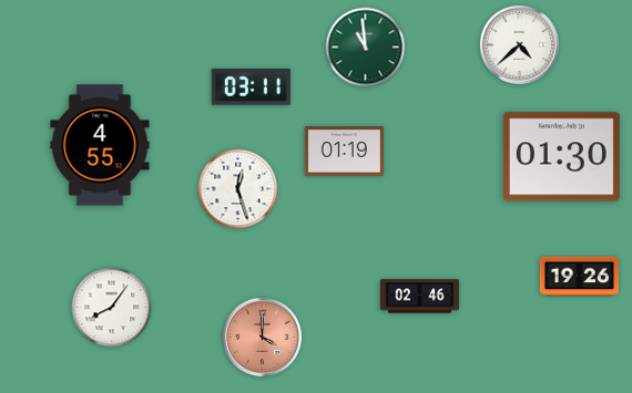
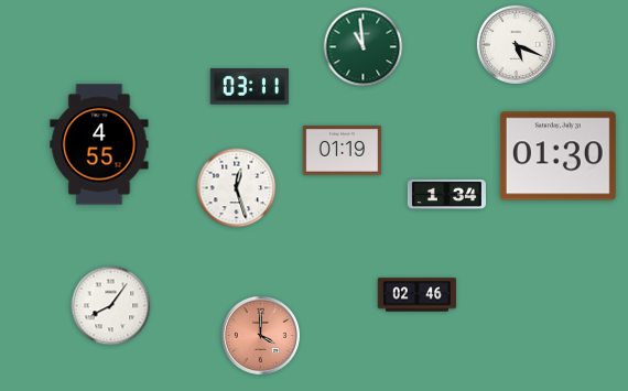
clock at (519, 44): 4:38 -> 5:19
clock at (446, 194): none -> 1:34
clock at (579, 277): 19:26 -> none
